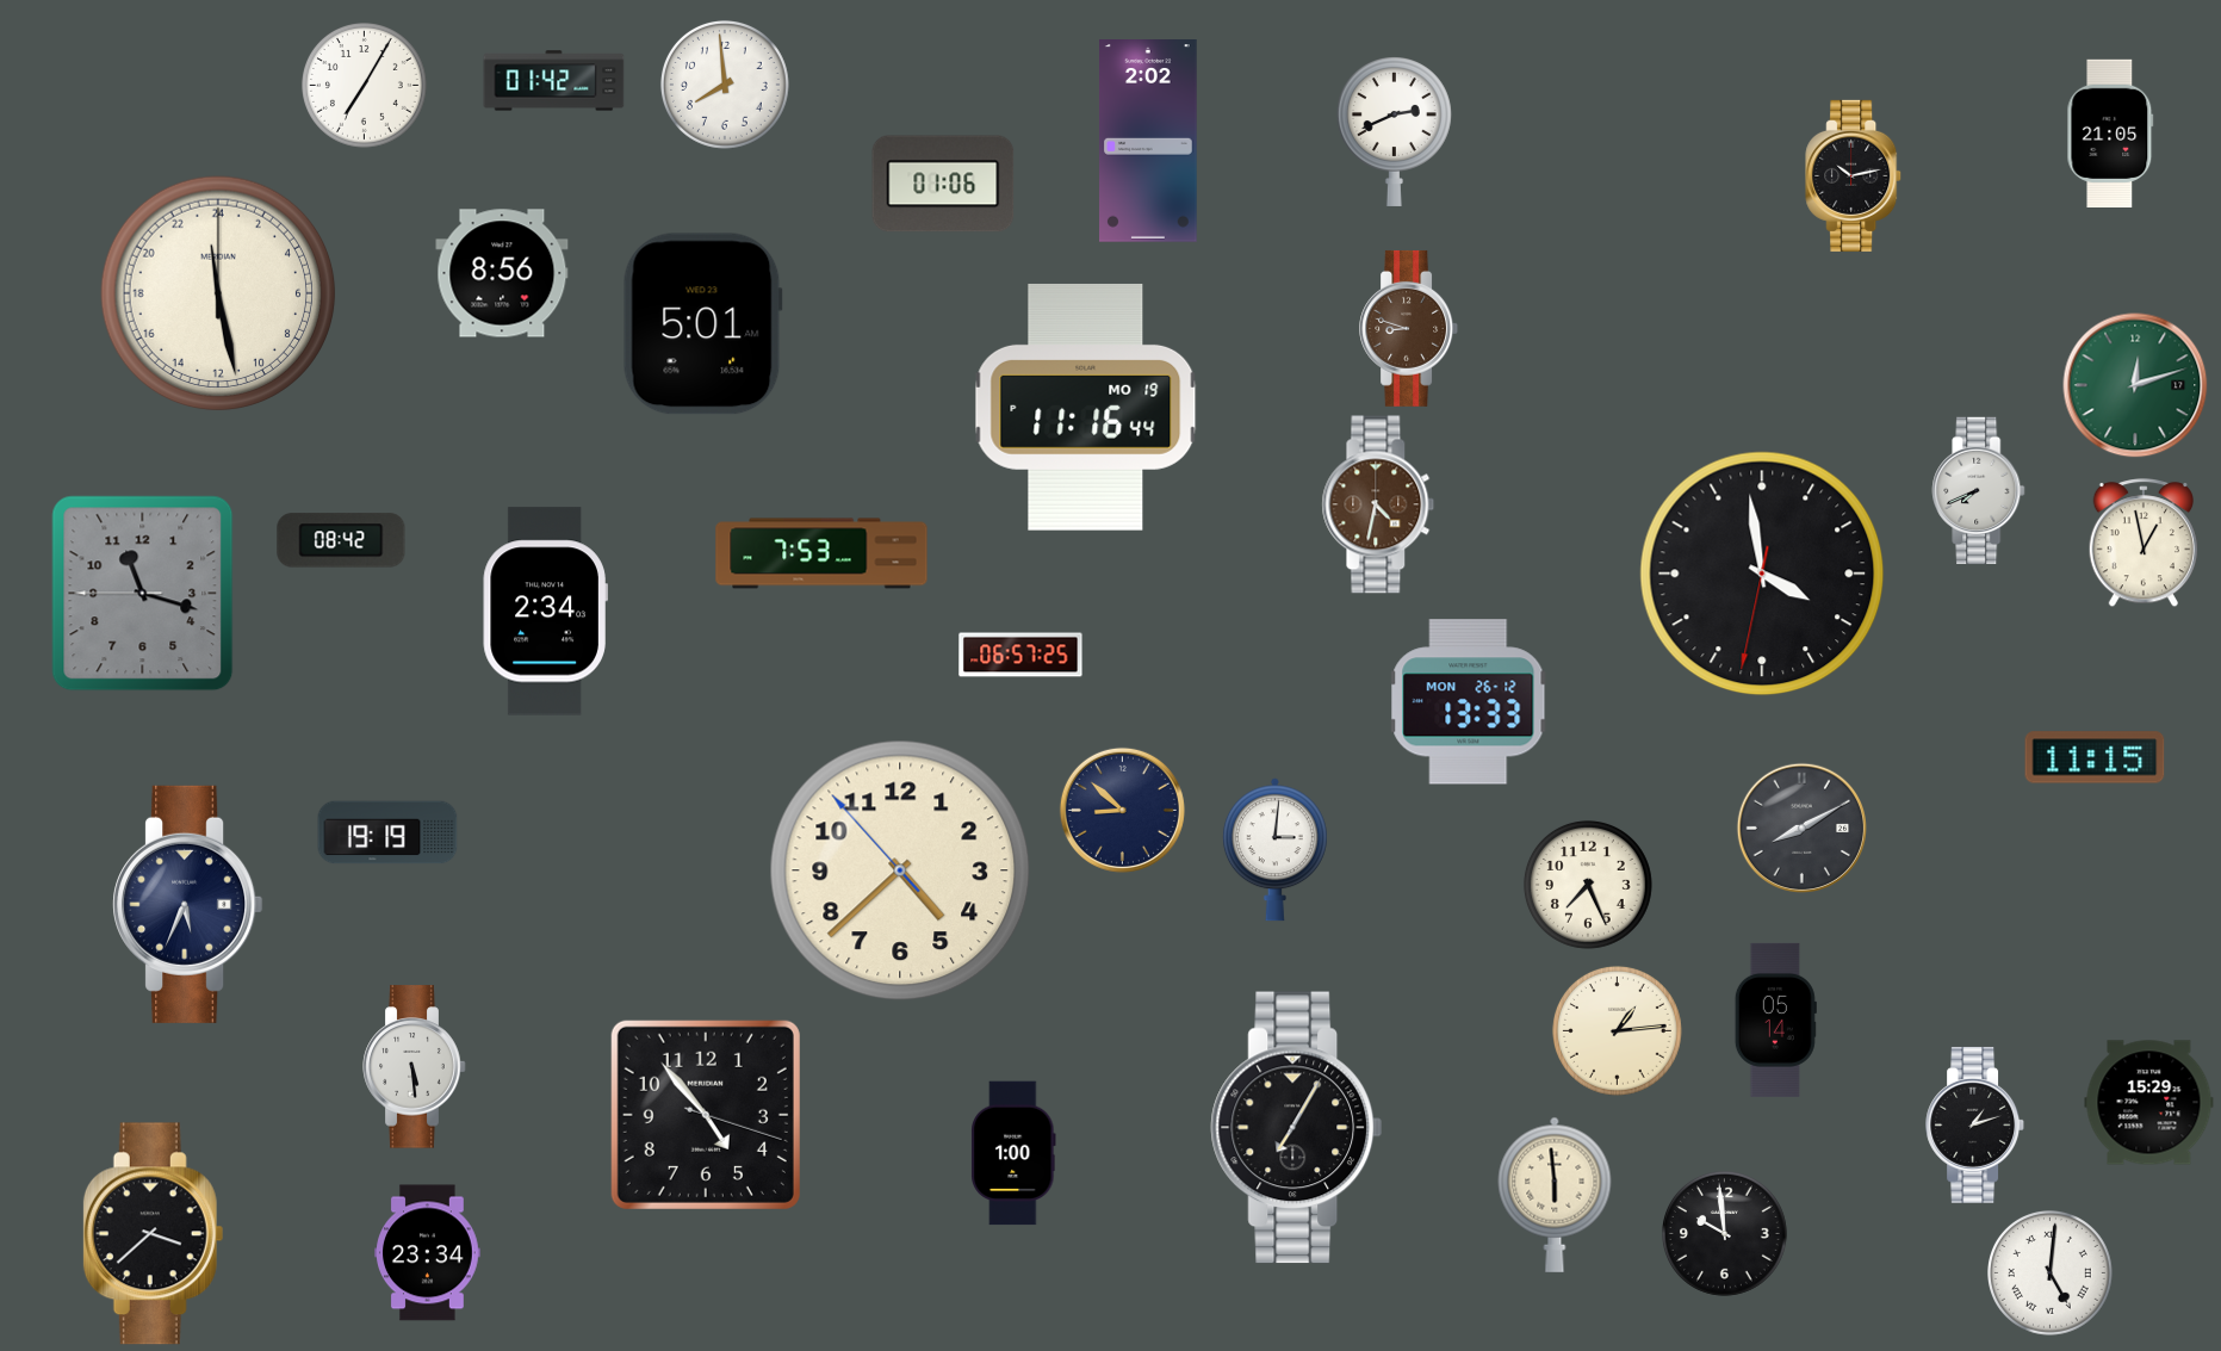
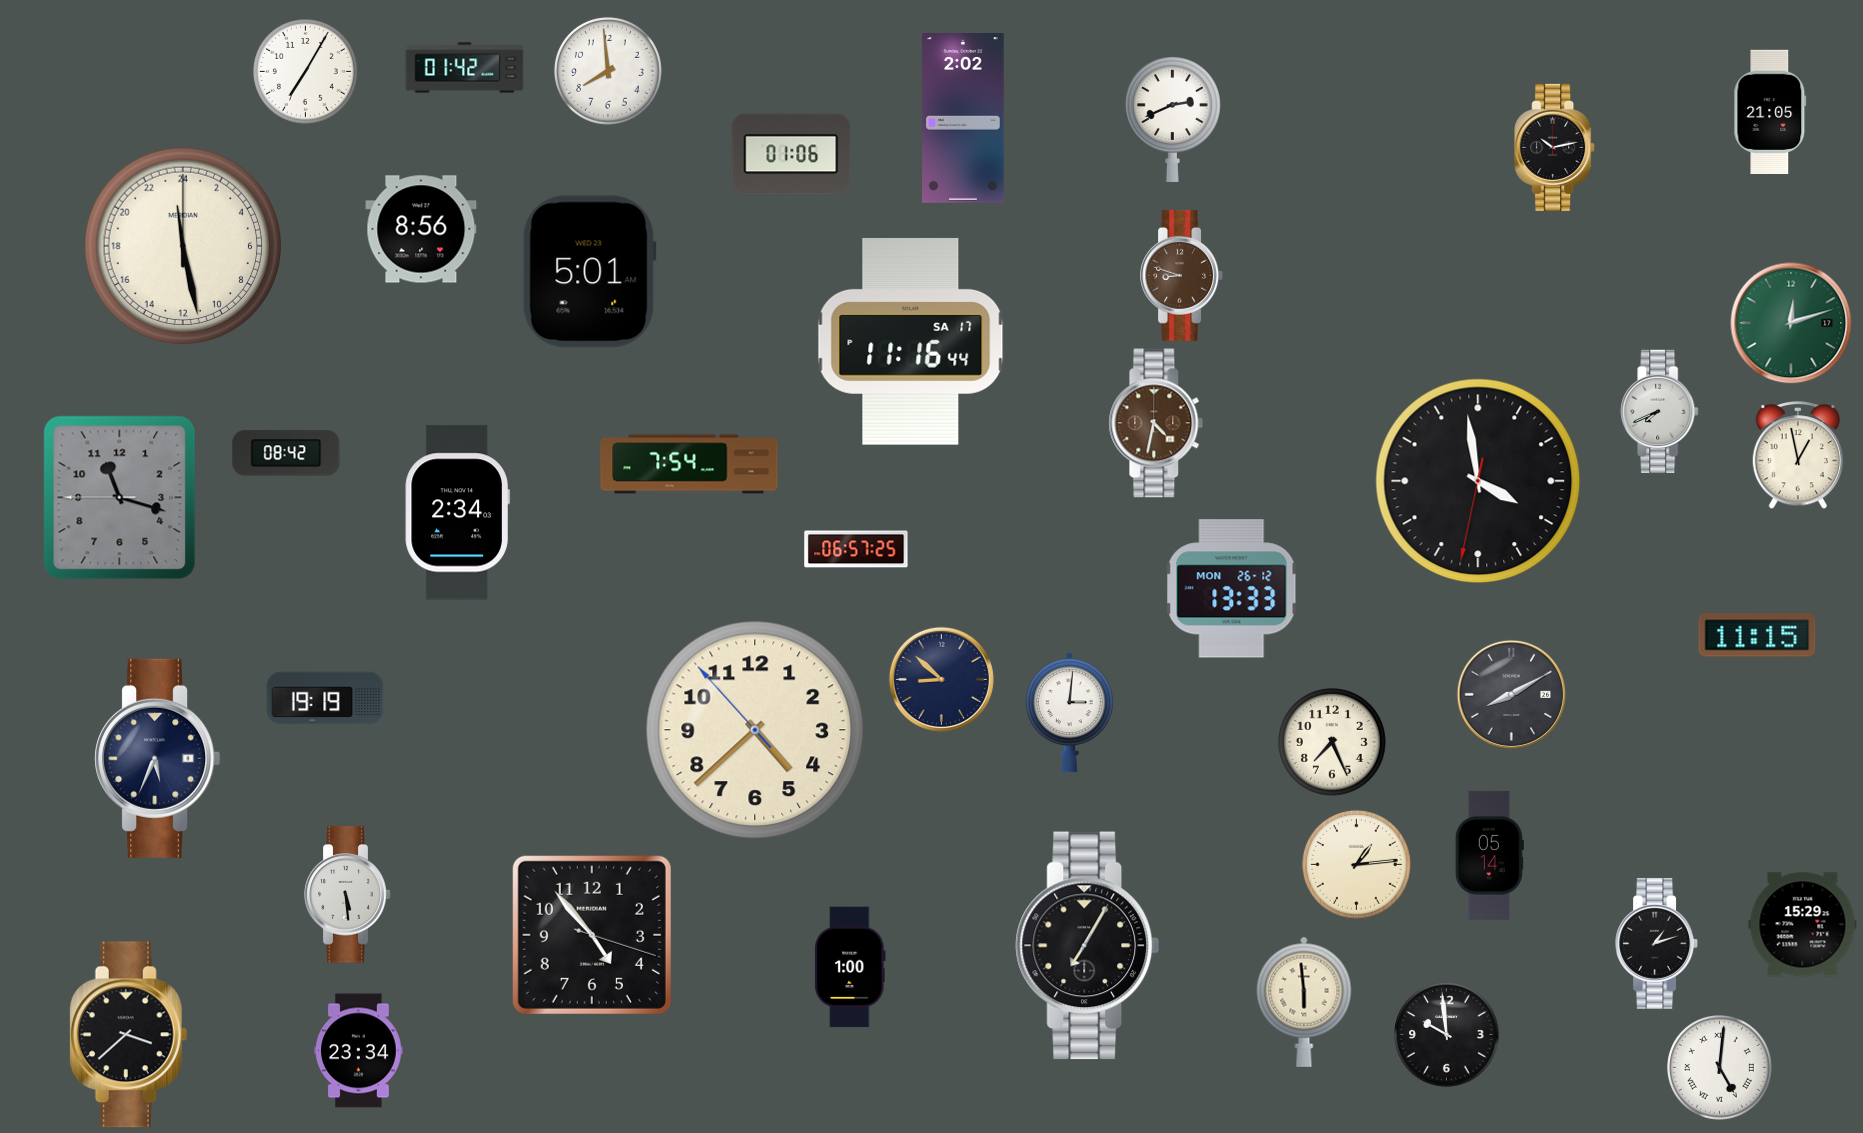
clock at (1394, 132) position: (1394, 132) -> (1172, 120)
clock at (1086, 407) date: MO 19 -> SA 17
clock at (821, 553): 7:53 -> 7:54
